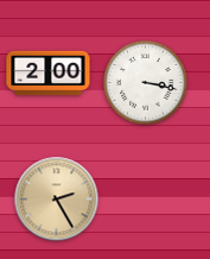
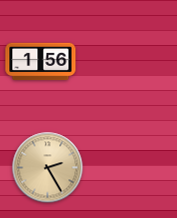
clock at (49, 74): 2:00 -> 1:56
clock at (146, 83): 3:17 -> none
